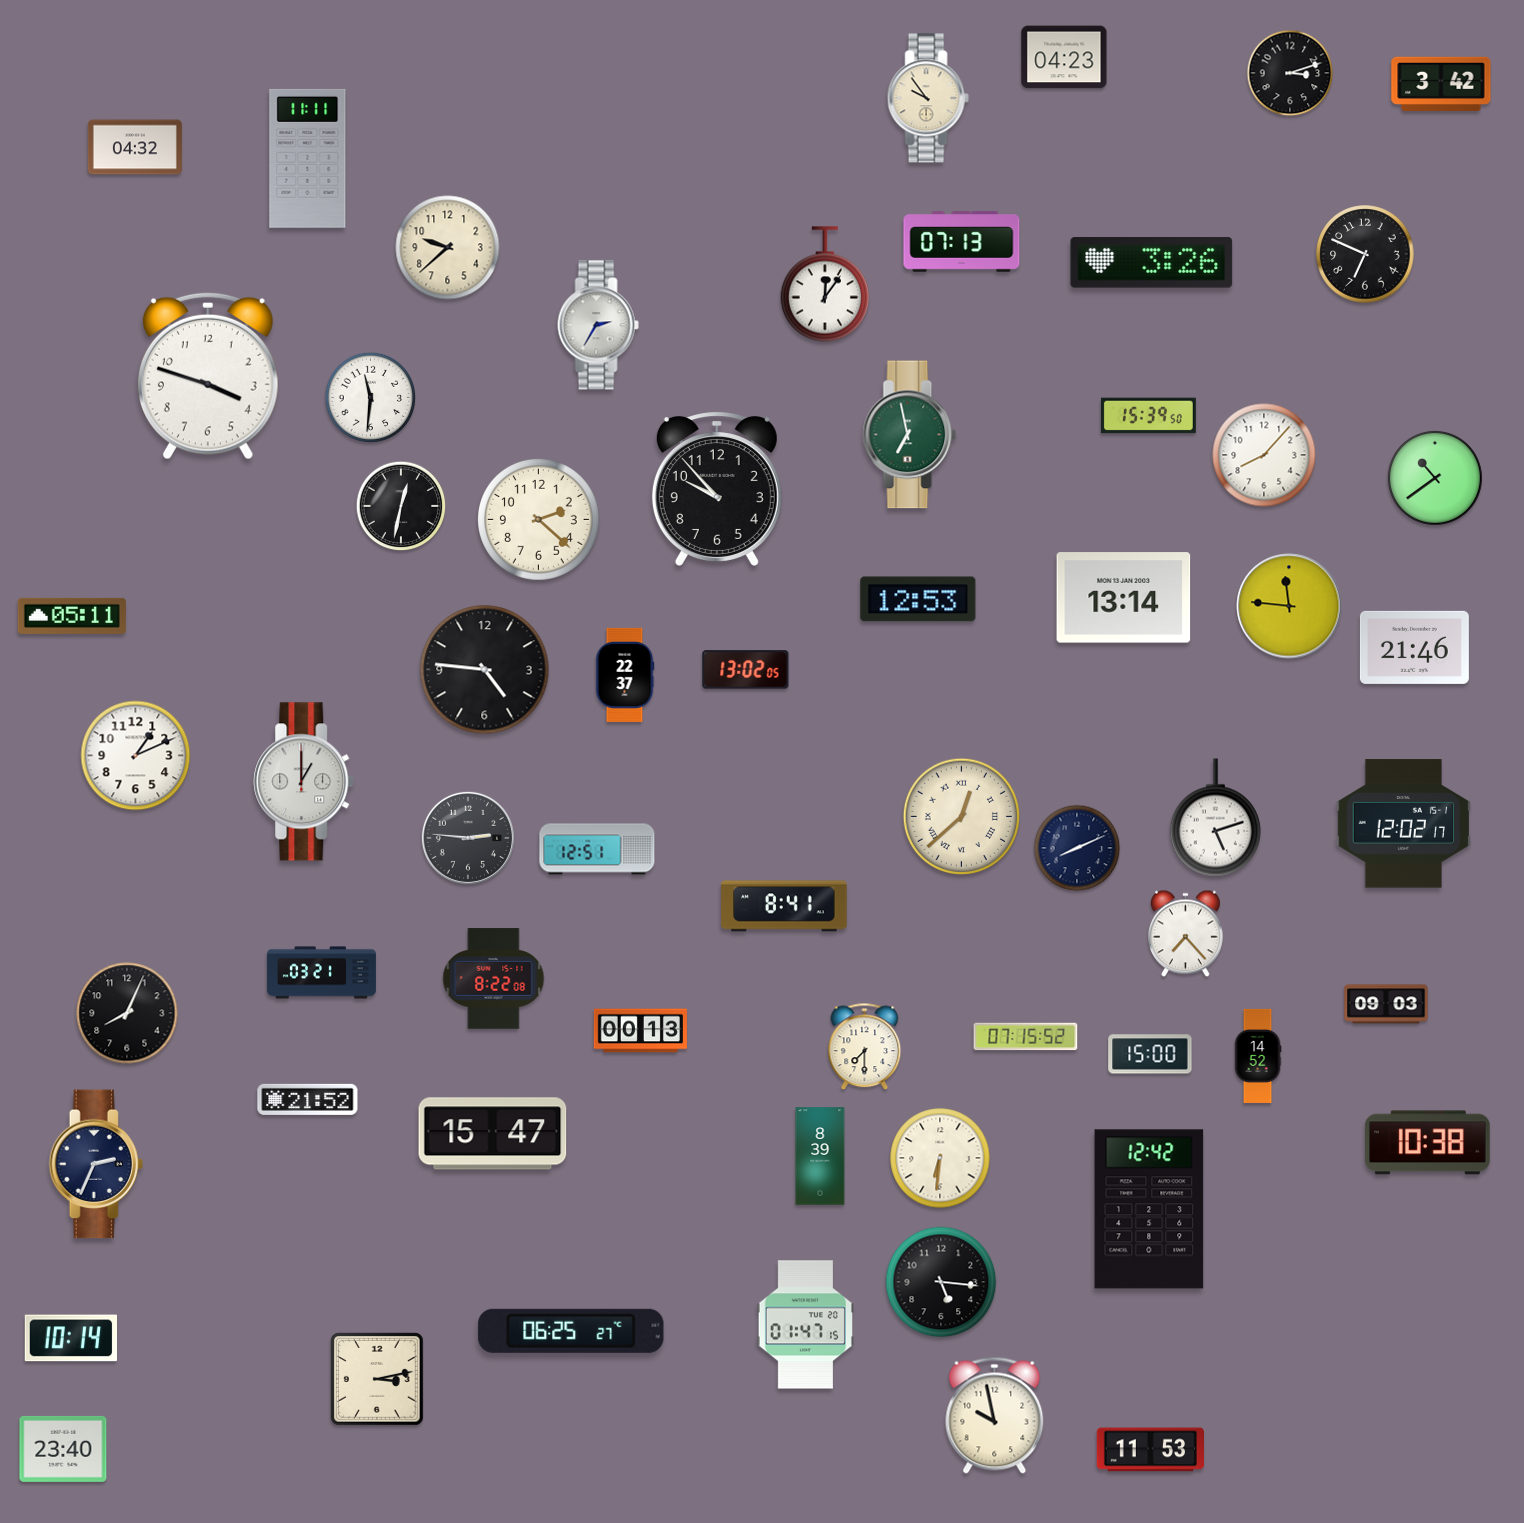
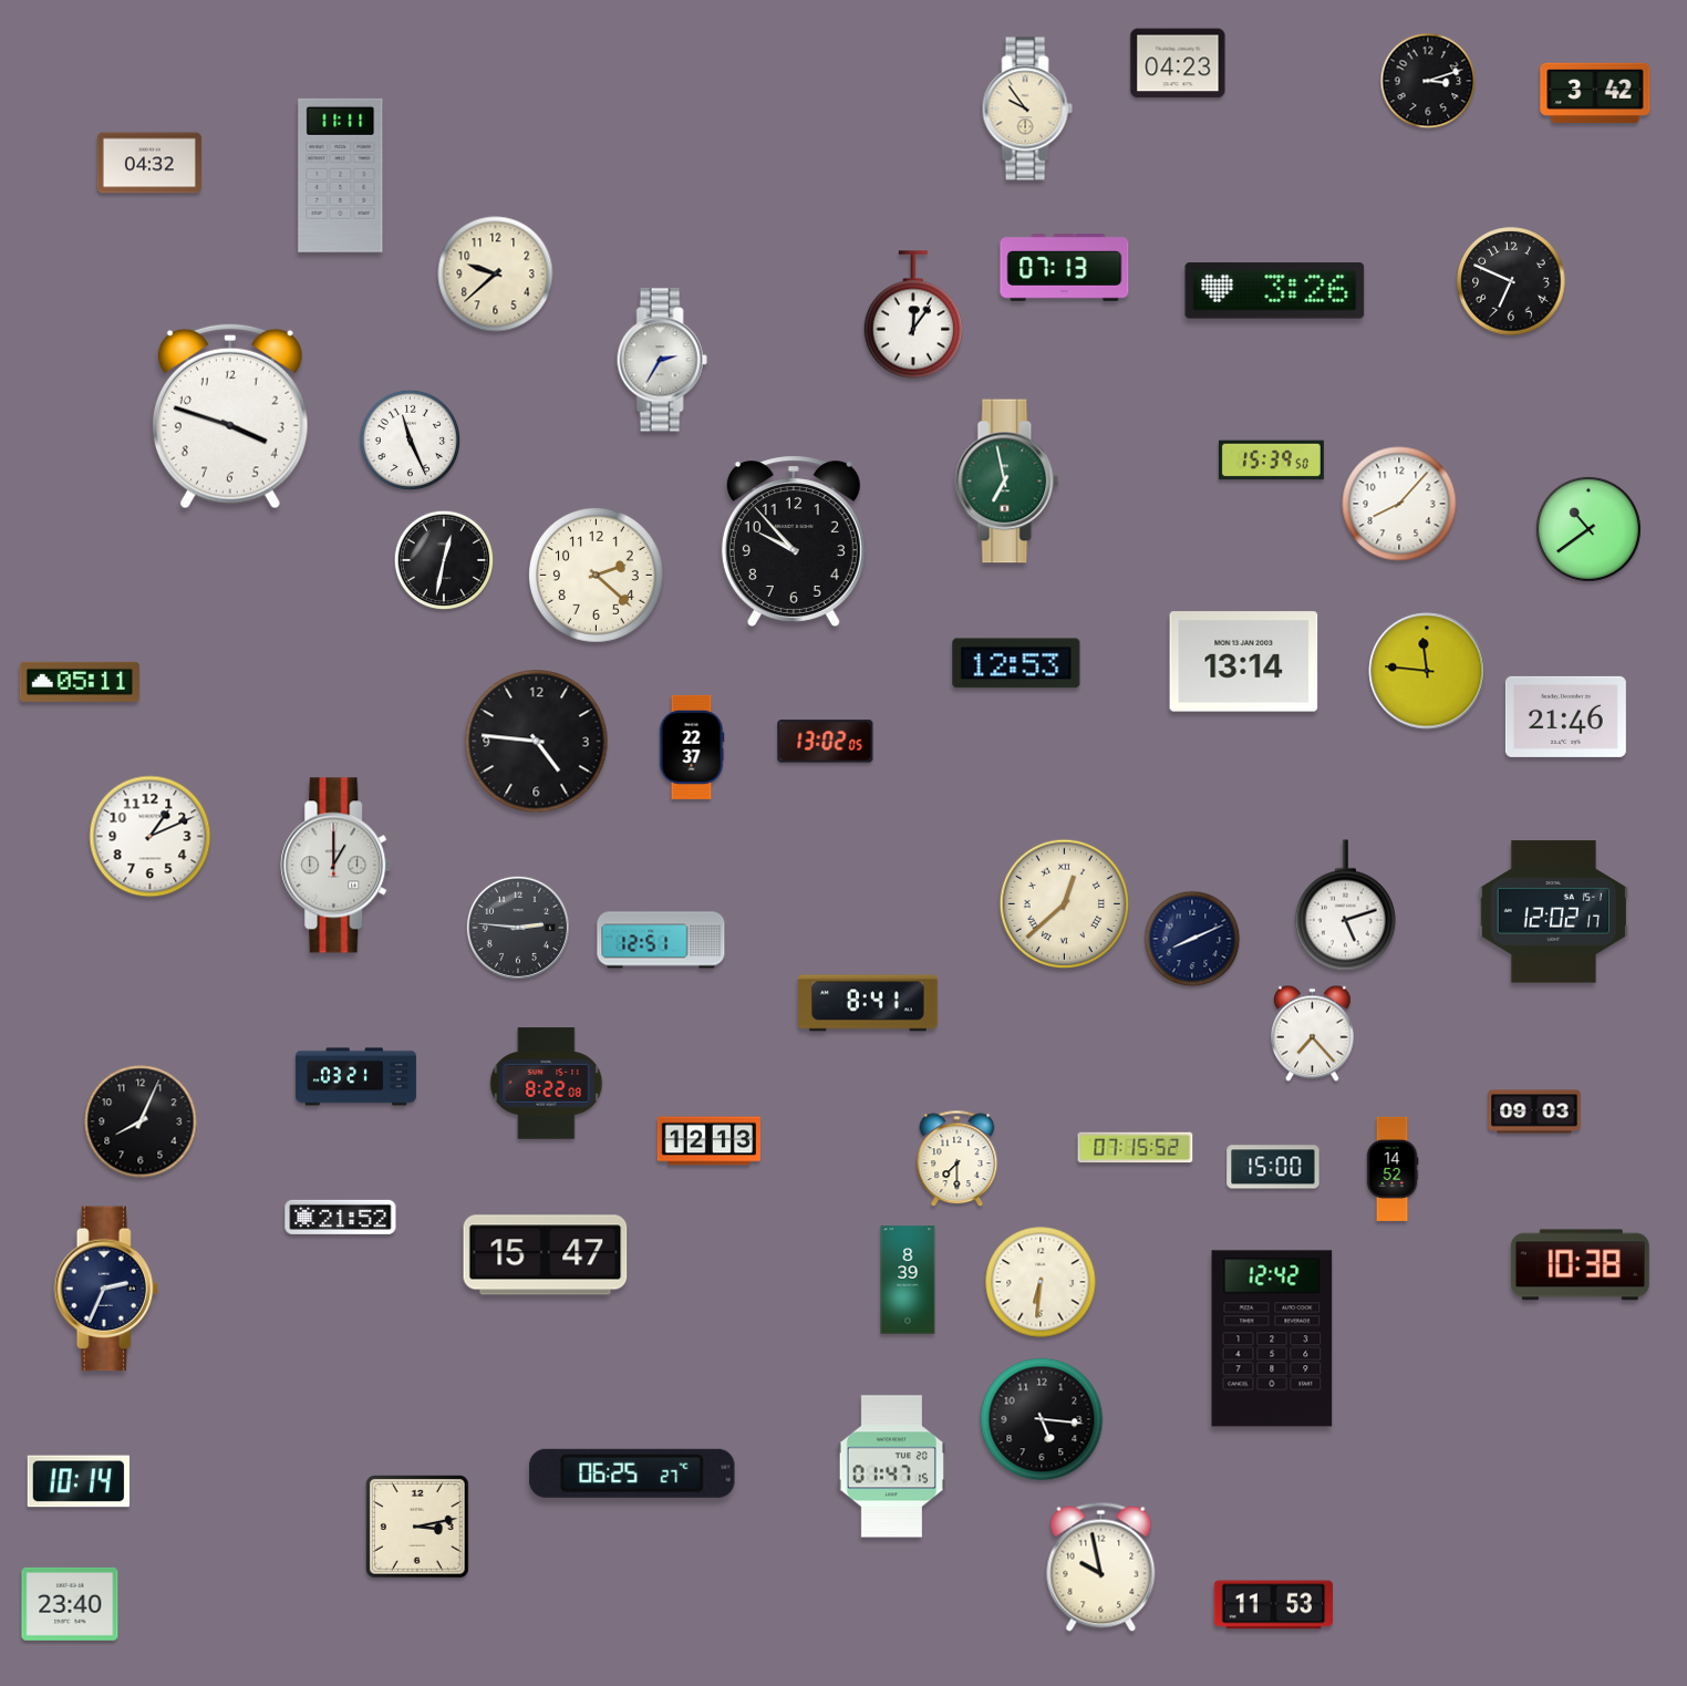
clock at (370, 397): 11:31 -> 11:26
clock at (640, 1031): 00:13 -> 12:13
